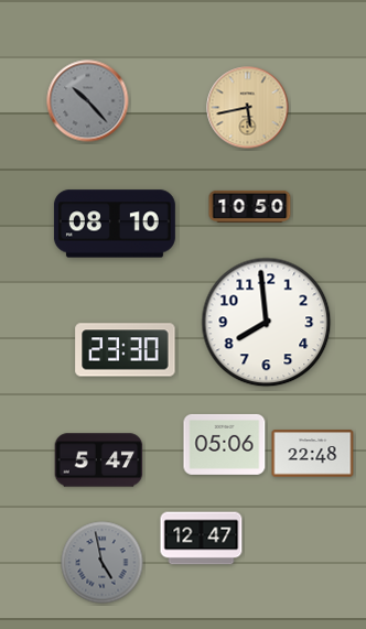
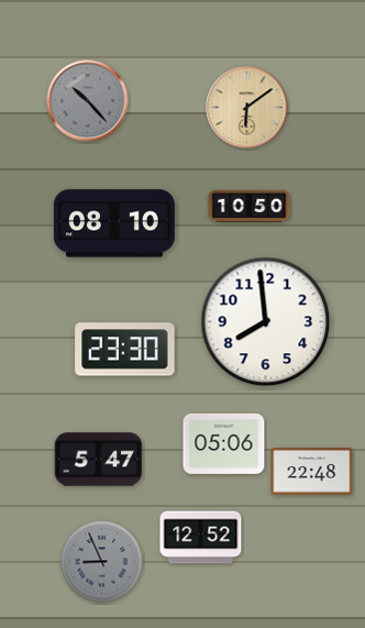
clock at (248, 108): 5:43 -> 6:09
clock at (313, 454) position: (313, 454) -> (312, 472)
clock at (202, 539): 12:47 -> 12:52
clock at (103, 563): 4:58 -> 8:56
